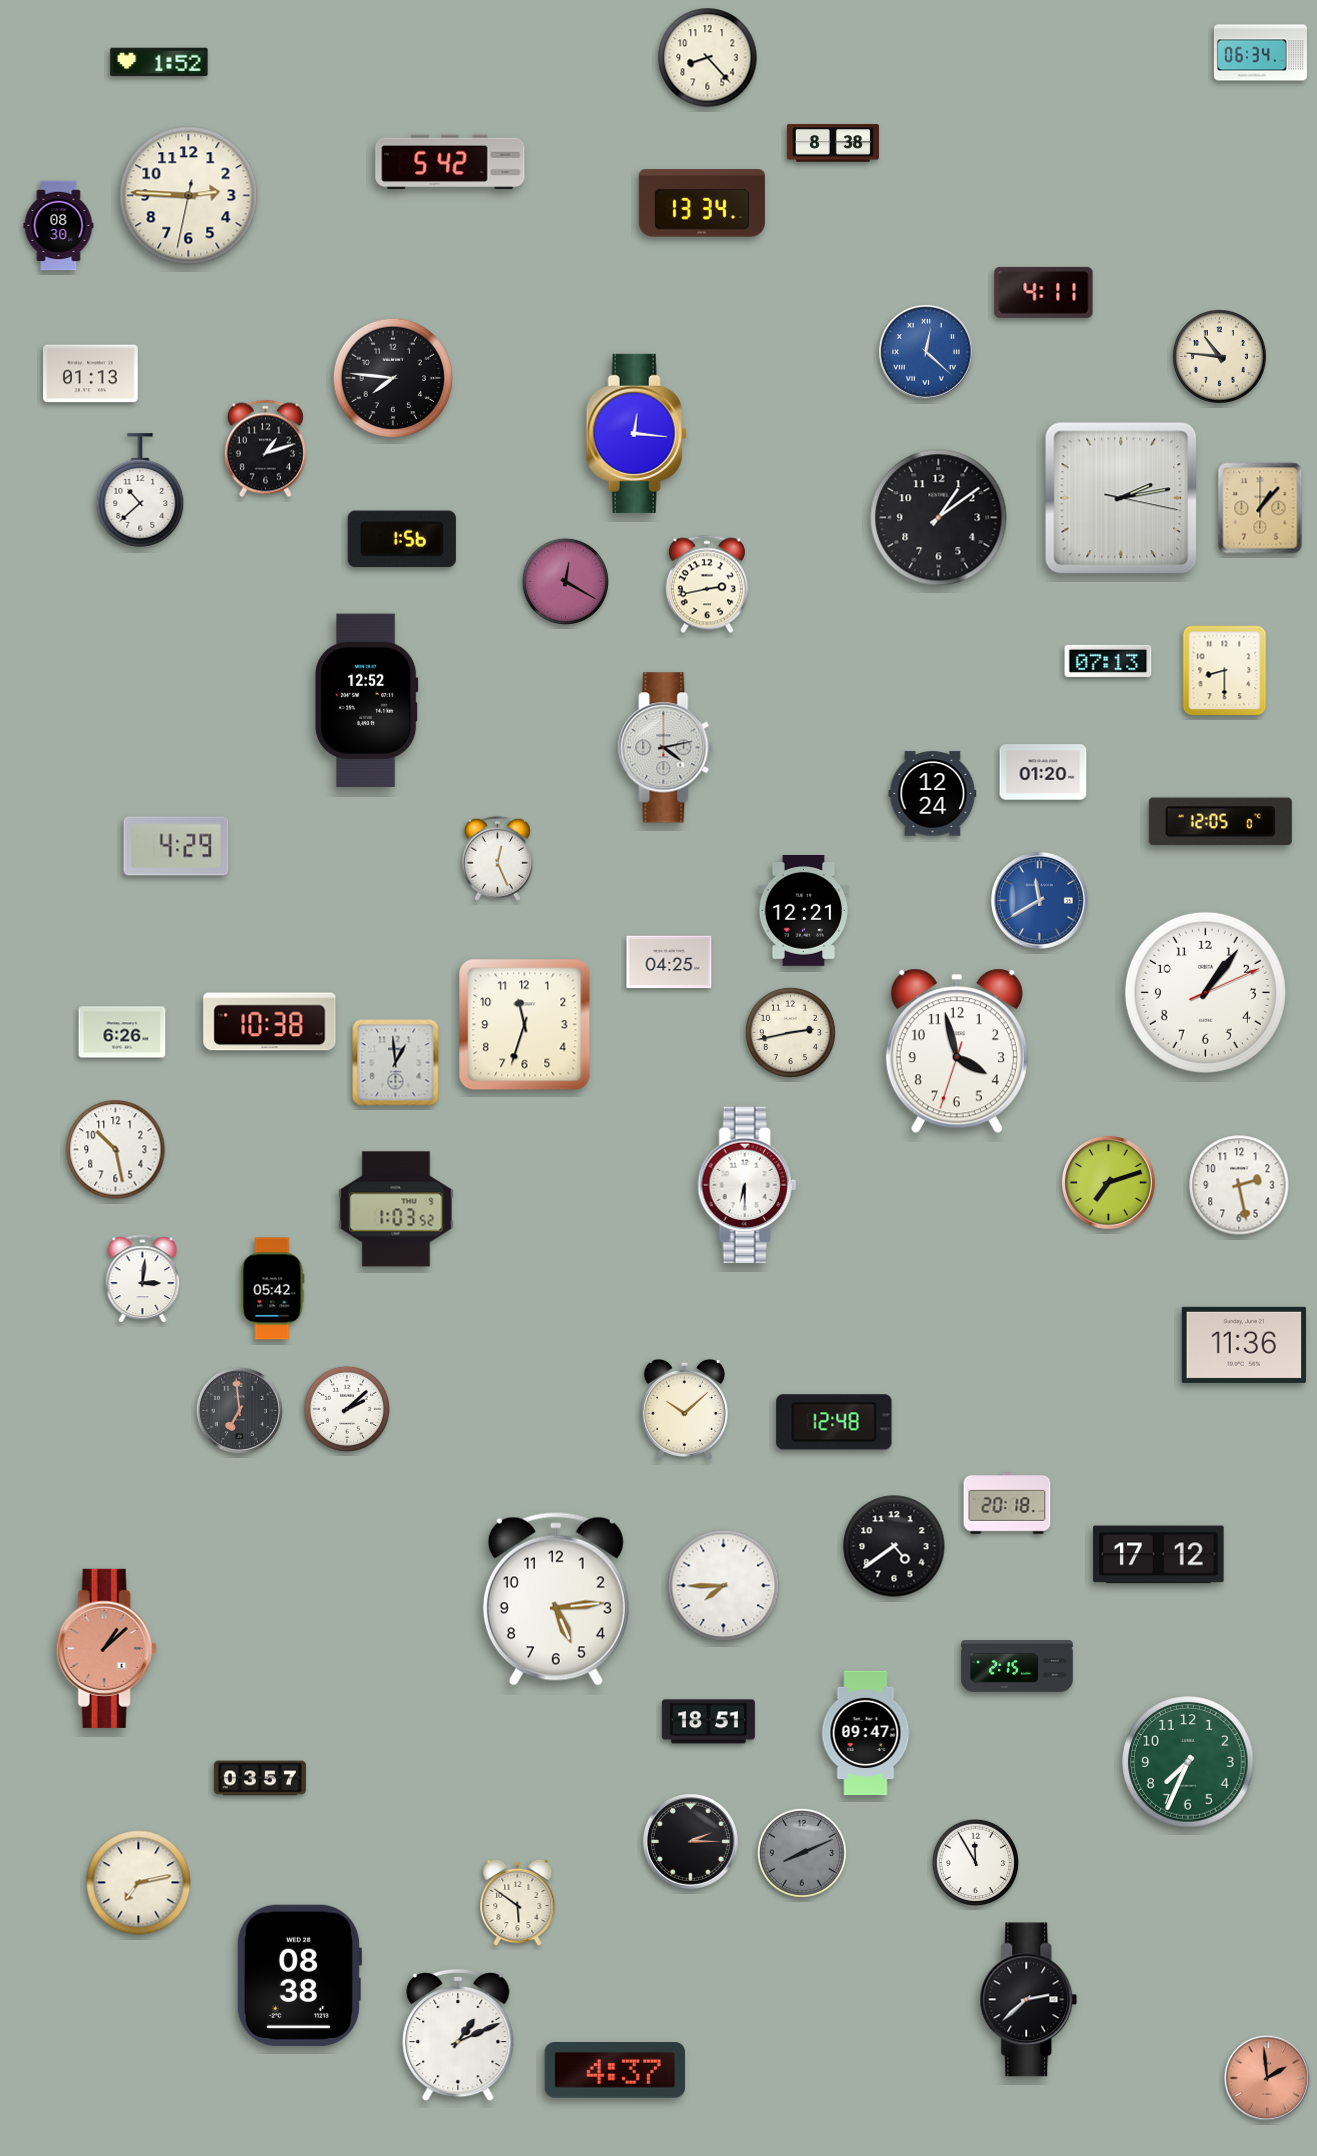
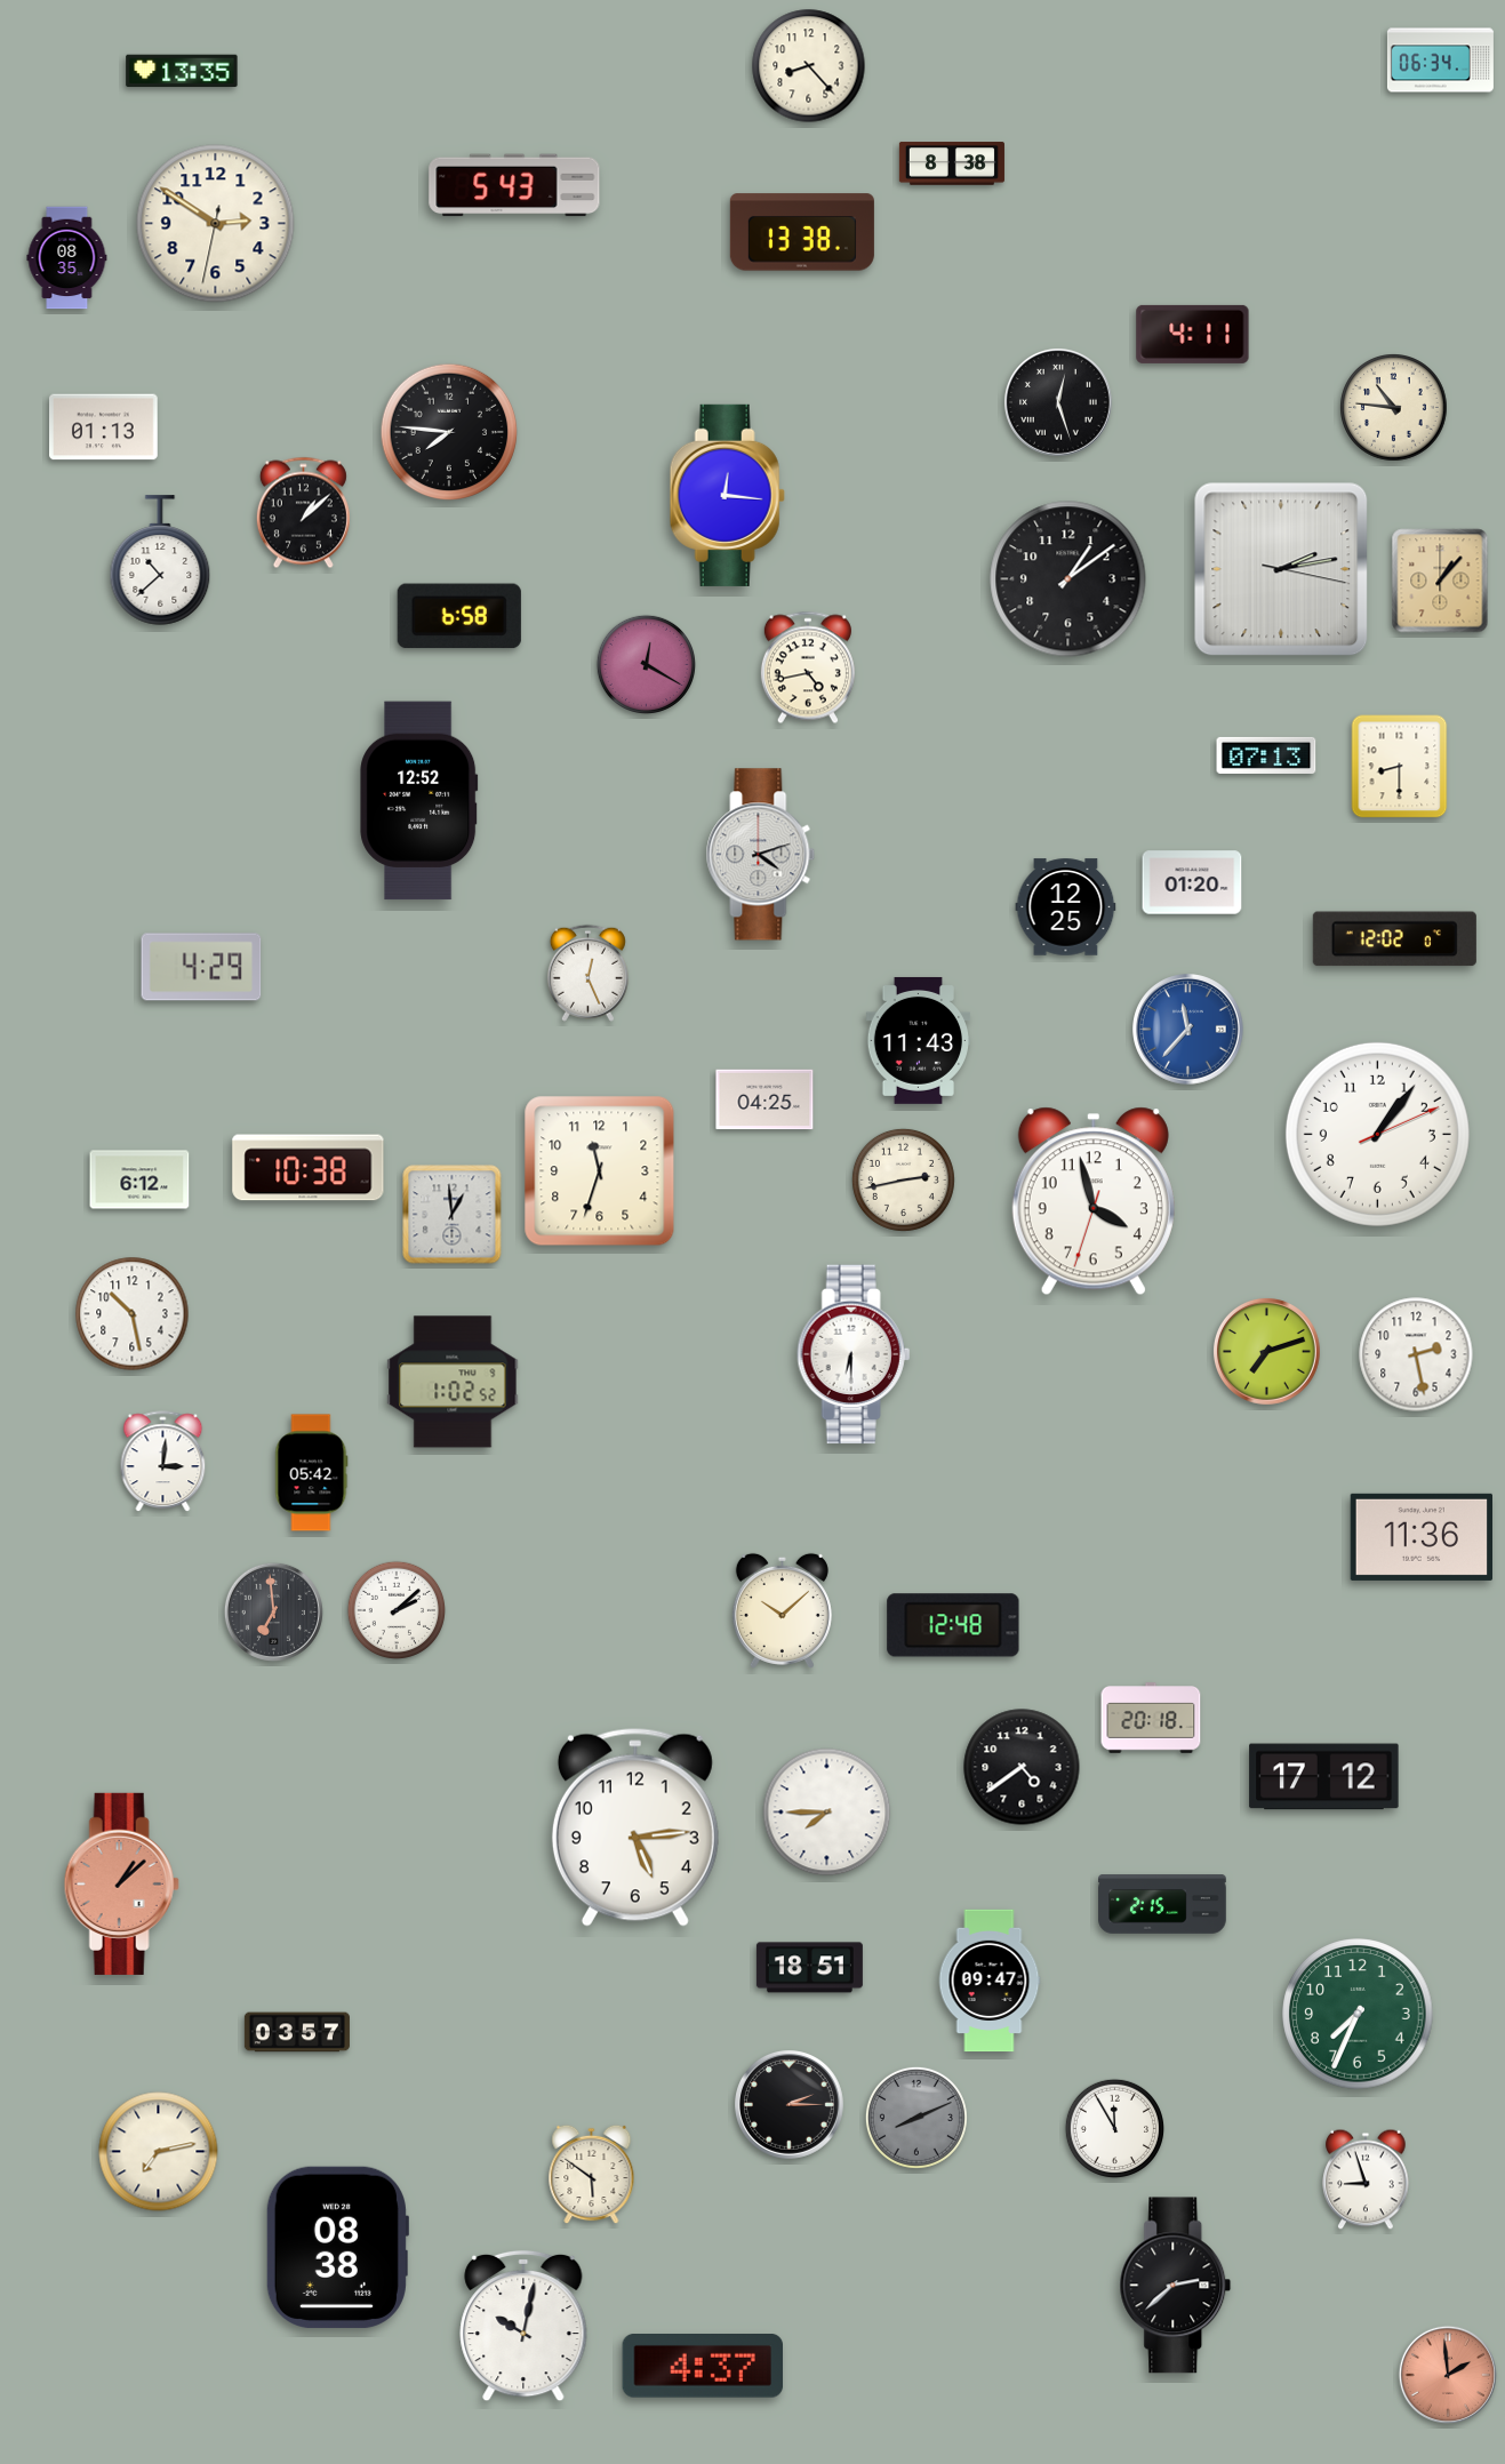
clock at (159, 62): 1:52 -> 13:35
clock at (450, 162): 5:42 -> 5:43
clock at (189, 196): 2:45 -> 2:50
clock at (702, 203): 13:34 -> 13:38
clock at (59, 226): 08:30 -> 08:35
clock at (926, 352): 12:22 -> 12:27
clock at (926, 352) dial: blue -> black
clock at (265, 449): 1:12 -> 1:08
clock at (939, 518) position: (939, 518) -> (1068, 579)
clock at (402, 539): 1:56 -> 6:58
clock at (707, 584): 2:43 -> 4:43
clock at (666, 748): 4:13 -> 4:12
clock at (933, 794): 12:24 -> 12:25
clock at (1220, 822): 12:05 -> 12:02
clock at (497, 858) position: (497, 858) -> (587, 973)
clock at (1040, 901): 11:40 -> 11:37
clock at (804, 910): 12:21 -> 11:43
clock at (122, 1032): 6:26 -> 6:12
clock at (396, 1209): 1:03 -> 1:02
clock at (1366, 2179): none -> 8:57
clock at (298, 1975) position: (298, 1975) -> (336, 2247)
clock at (458, 2035): 1:11 -> 10:02
